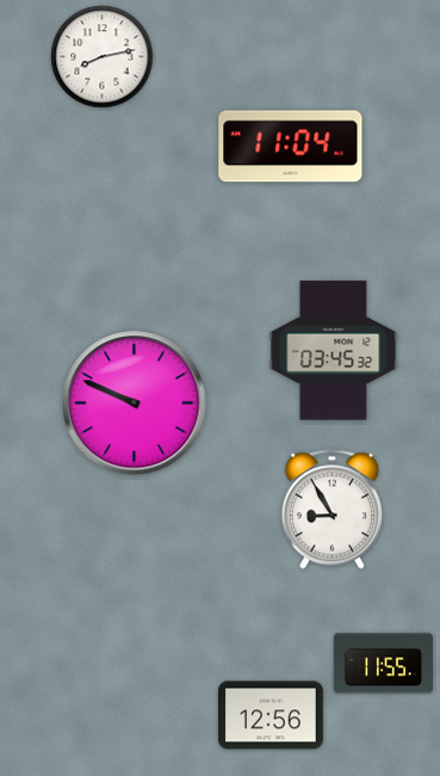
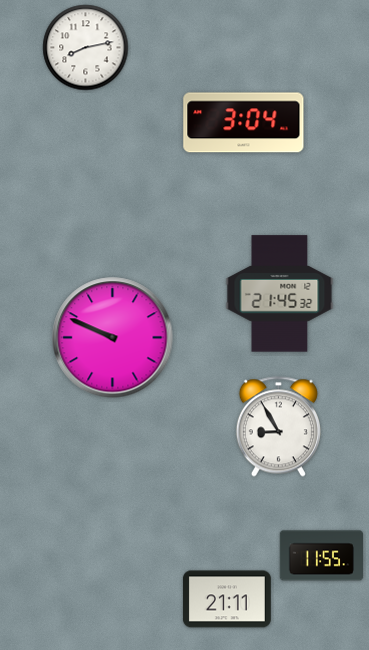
clock at (291, 147): 11:04 -> 3:04
clock at (334, 351): 03:45 -> 21:45
clock at (271, 715): 12:56 -> 21:11
